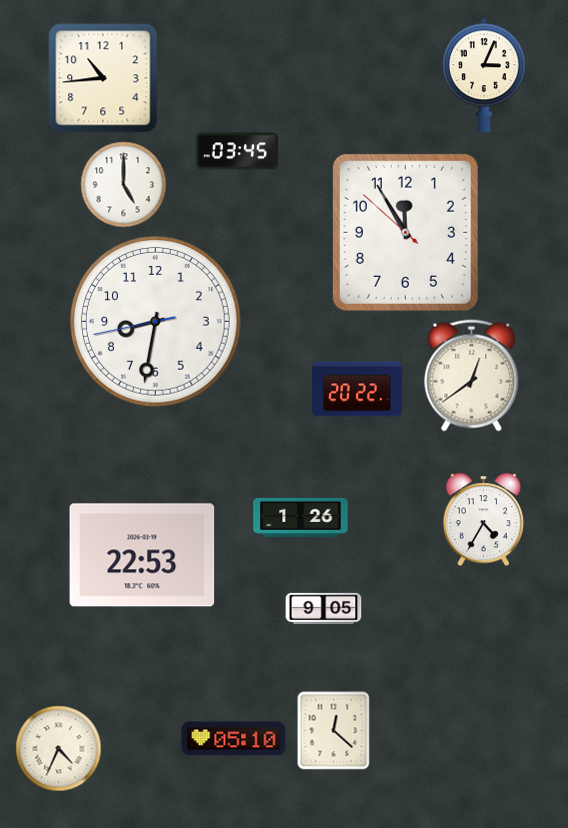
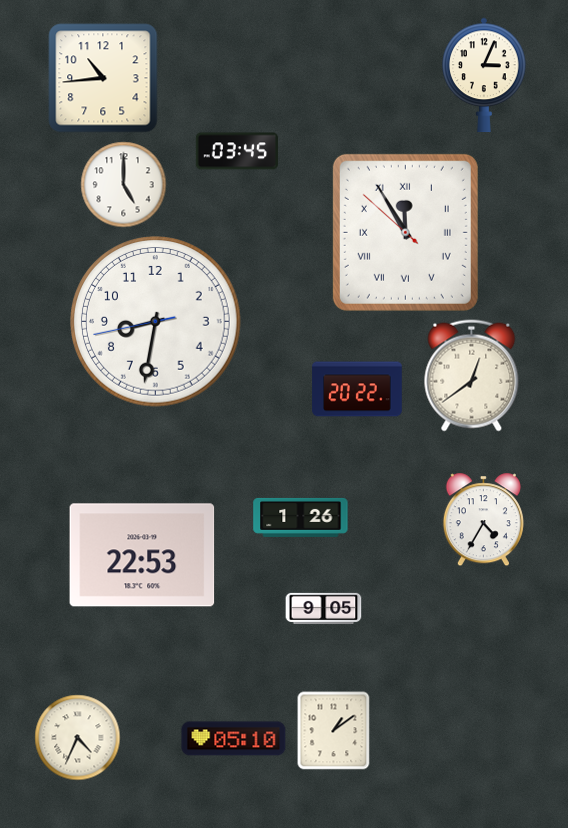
clock at (405, 232) numerals: Arabic -> Roman
clock at (334, 731): 12:22 -> 1:09
clock at (59, 749) position: (59, 749) -> (78, 738)
